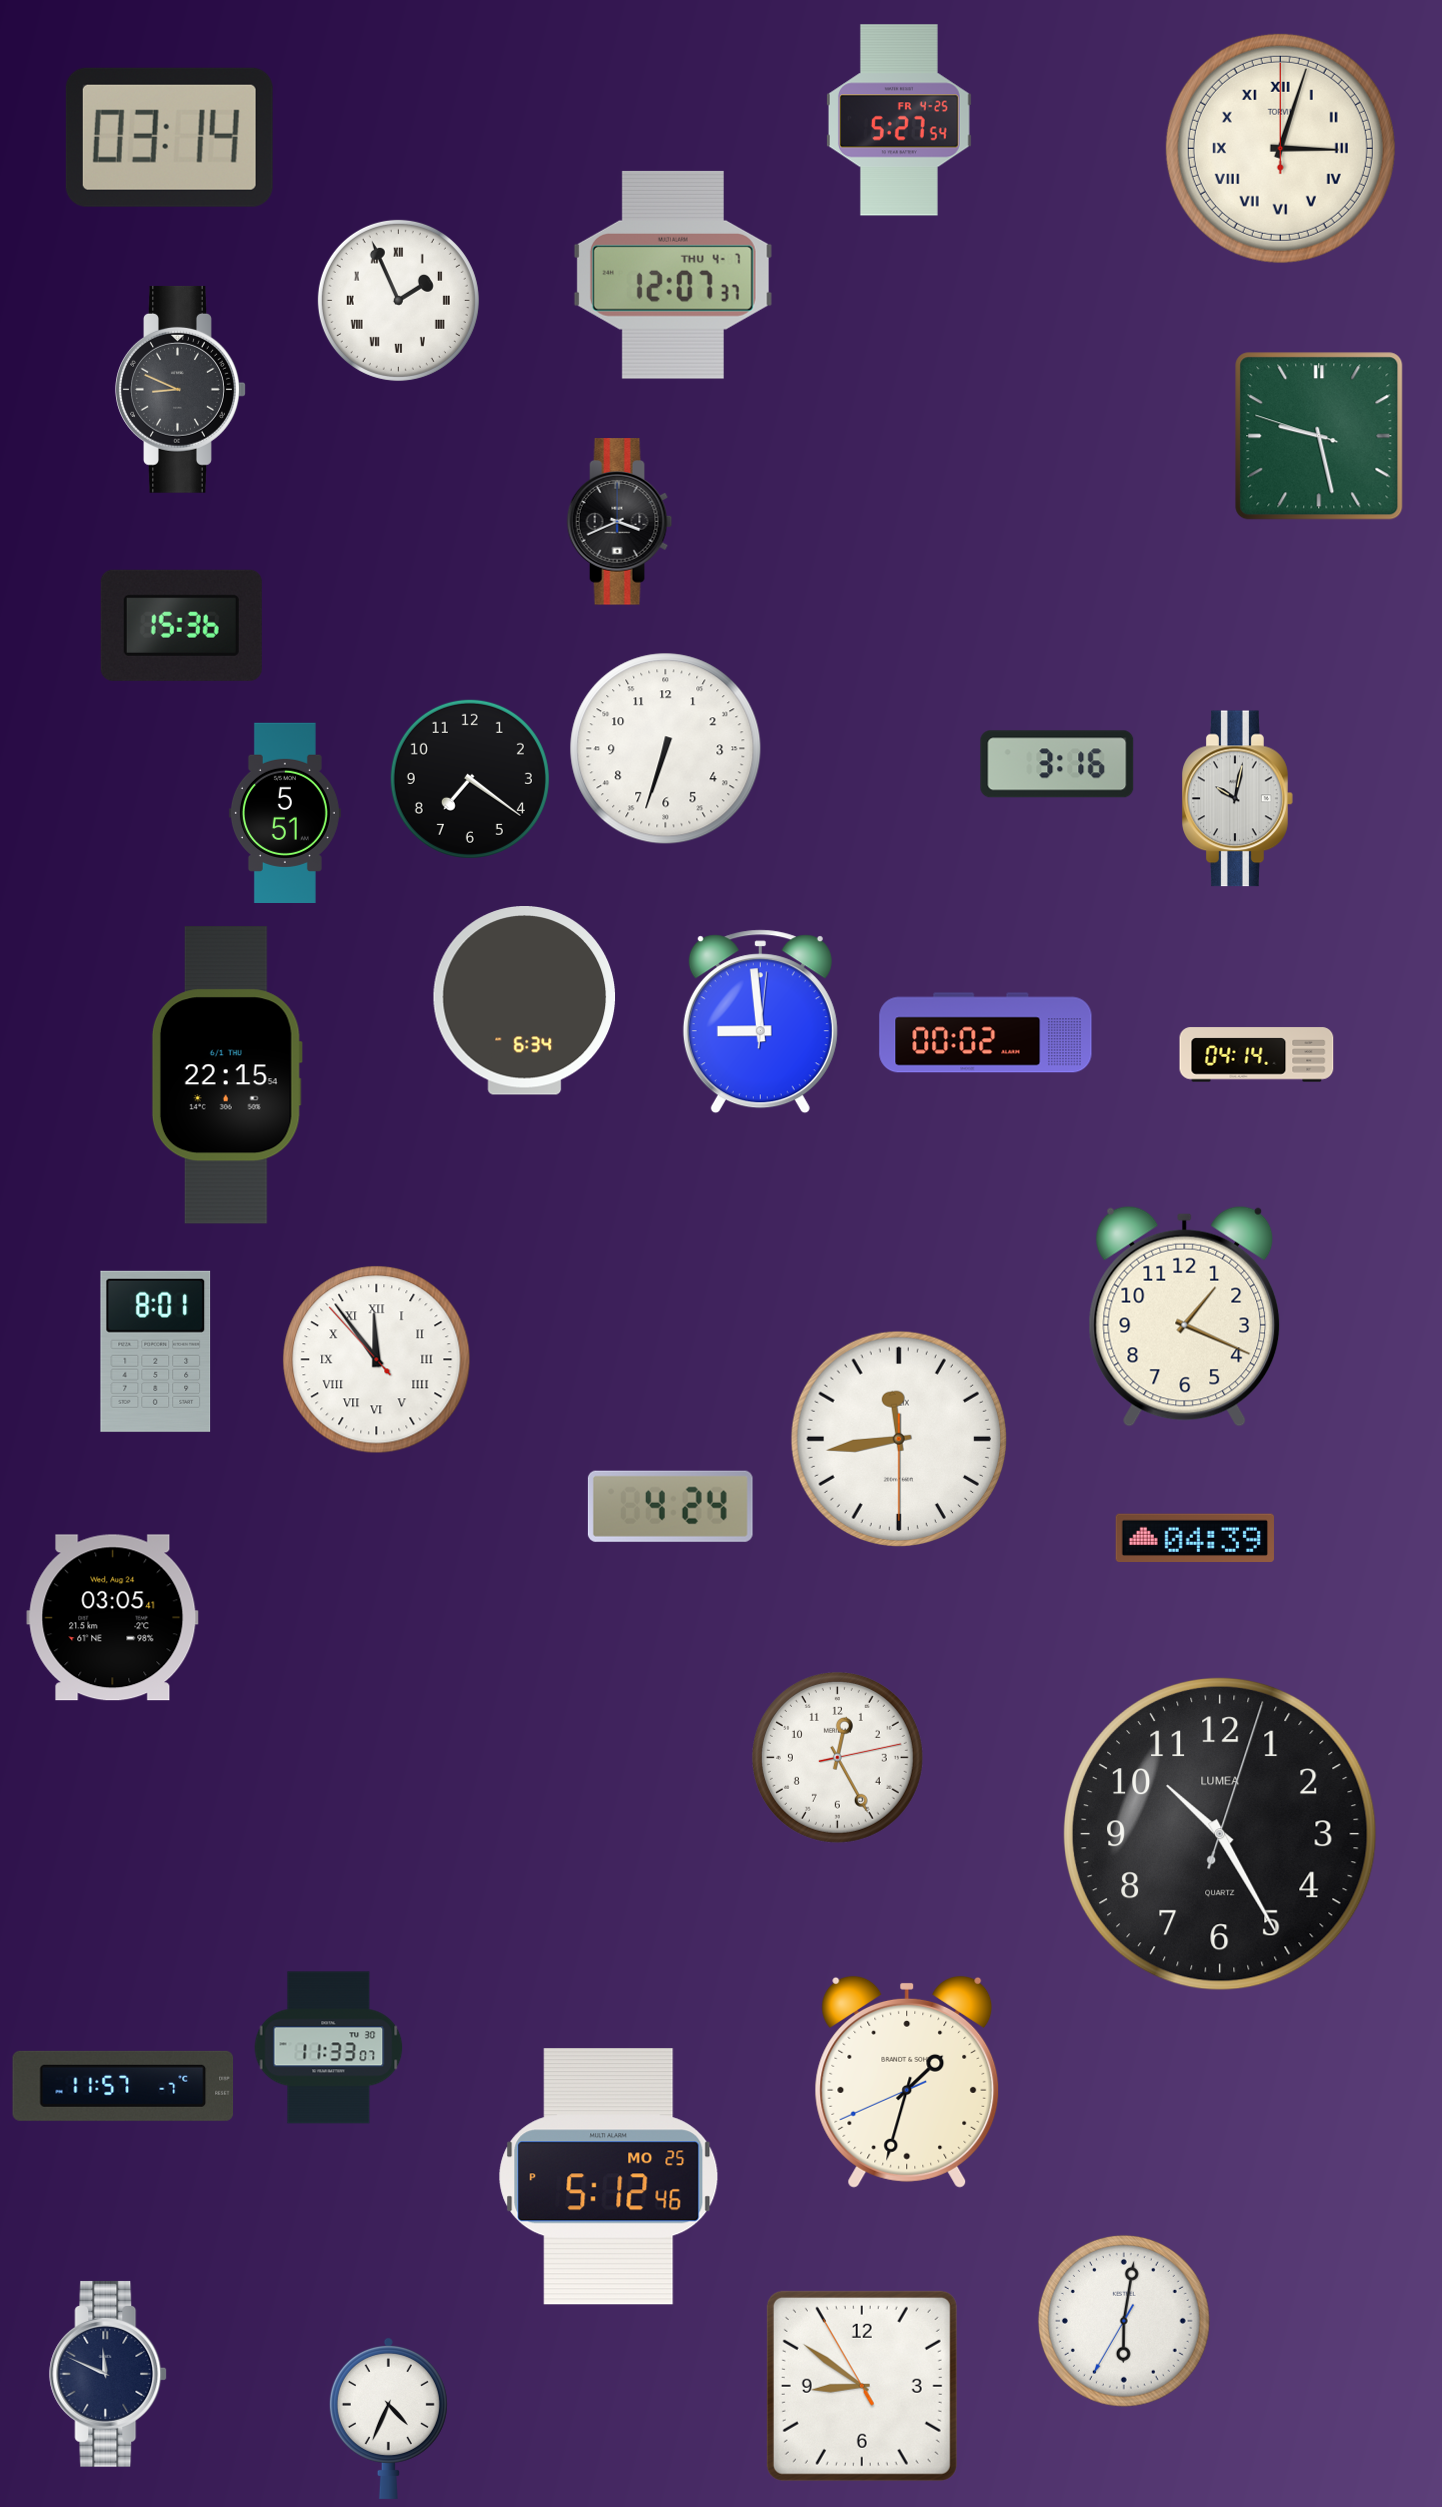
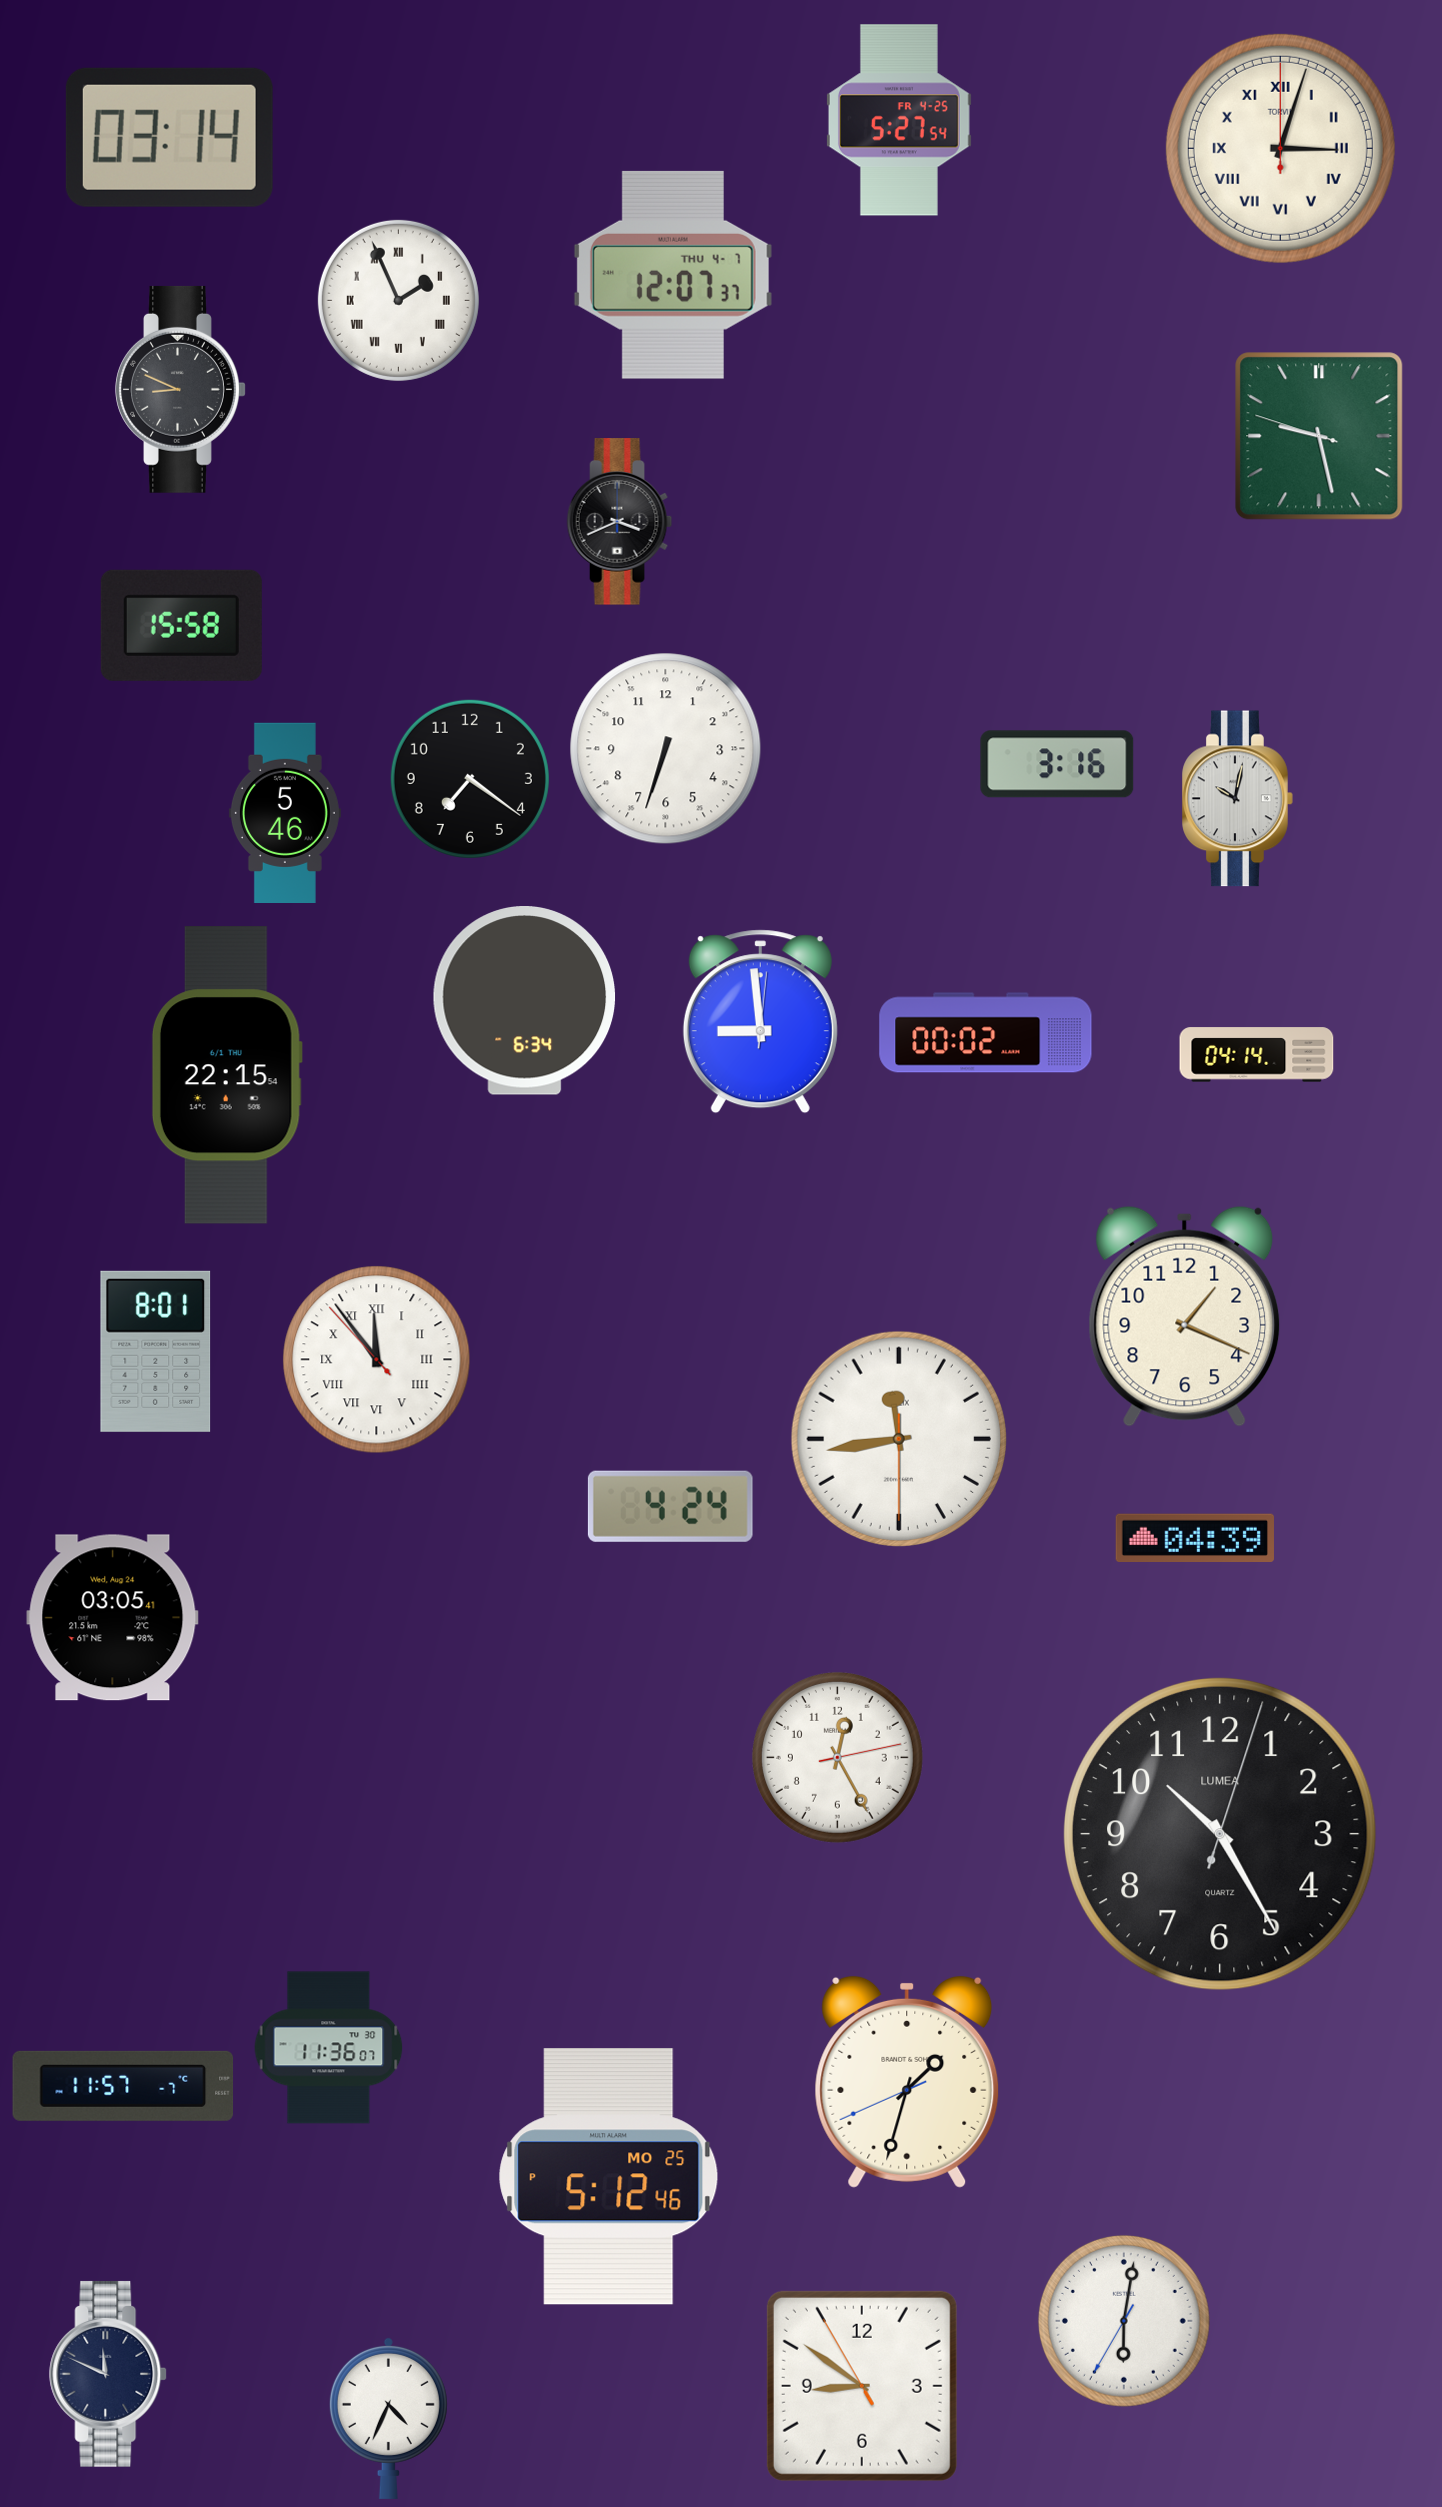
clock at (181, 625): 15:36 -> 15:58
clock at (285, 812): 5:51 -> 5:46
clock at (329, 2048): 11:33 -> 11:36
